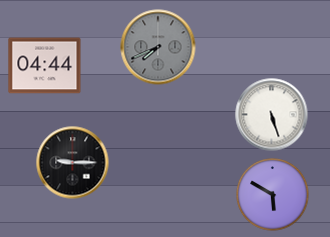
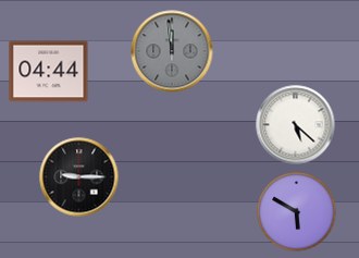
clock at (158, 47): 7:41 -> 11:59
clock at (272, 115): 5:27 -> 5:22
